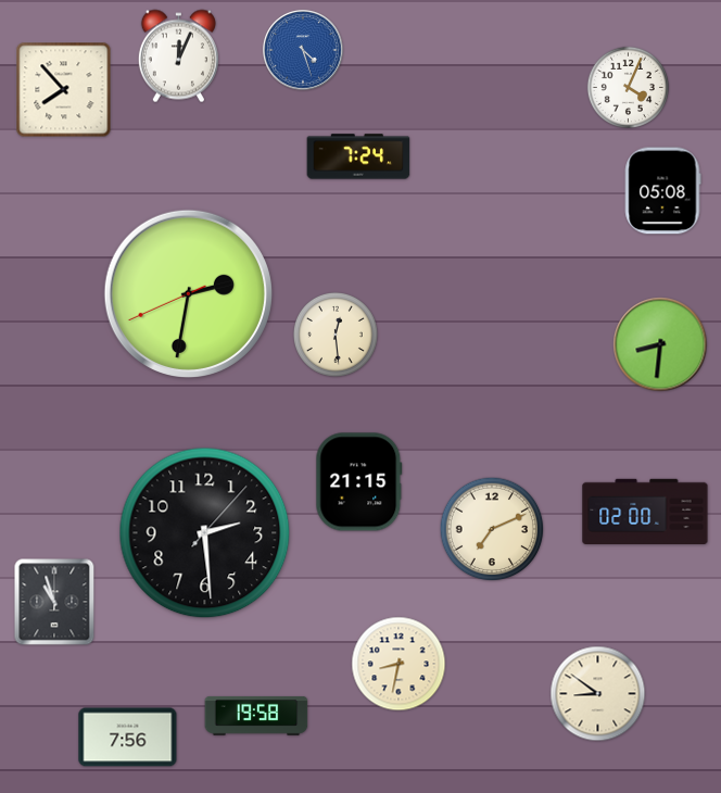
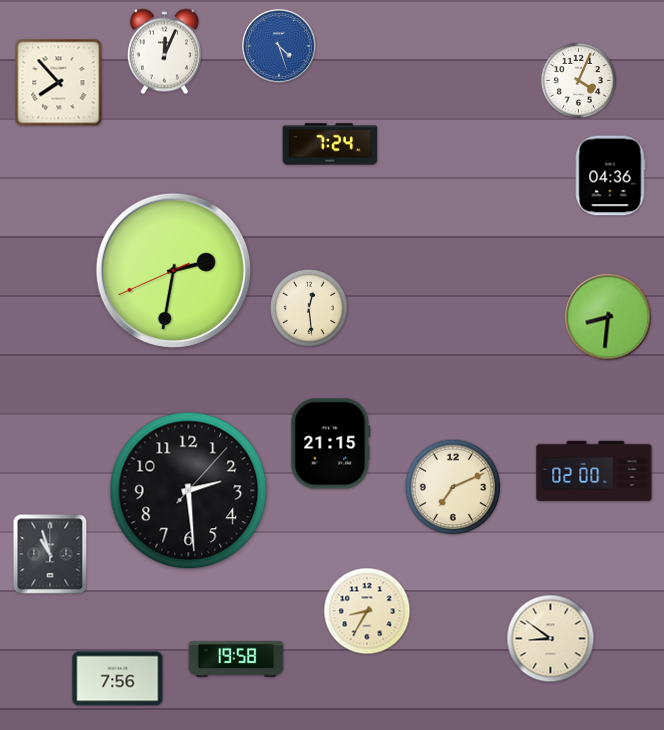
clock at (662, 191): 05:08 -> 04:36
clock at (399, 664): 8:32 -> 8:35
